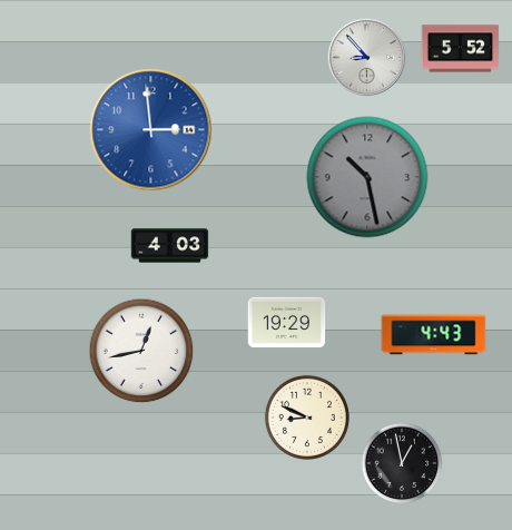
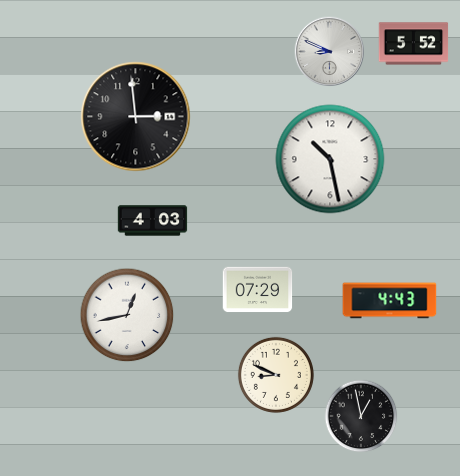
clock at (366, 57): 8:53 -> 8:49
clock at (151, 130) dial: blue -> black
clock at (367, 177) dial: grey -> white
clock at (287, 323): 19:29 -> 07:29
